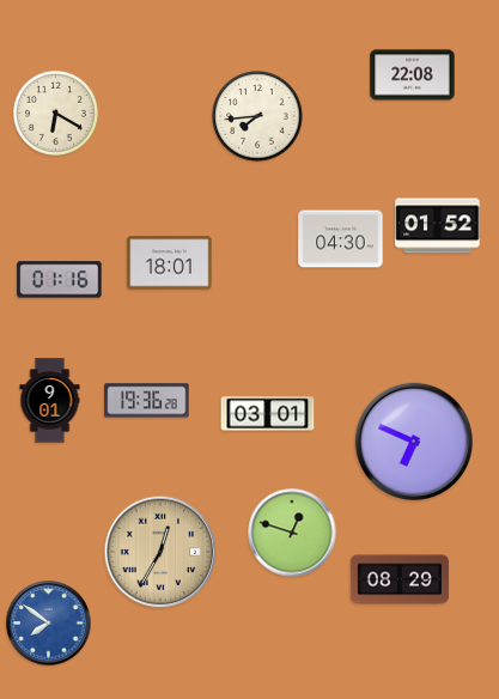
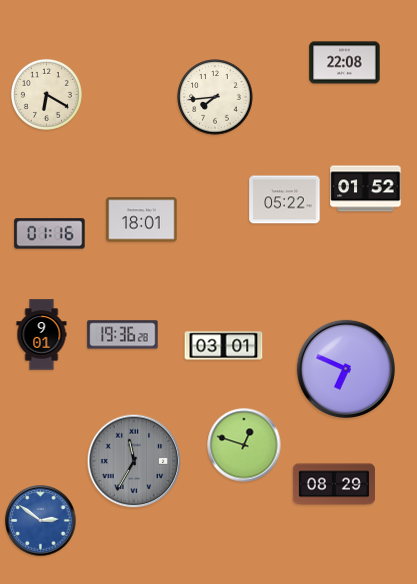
clock at (341, 239): 04:30 -> 05:22
clock at (160, 552): 12:35 -> 11:35
clock at (160, 552) dial: champagne -> grey
clock at (49, 624): 7:51 -> 2:51
